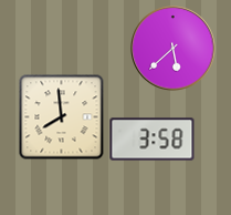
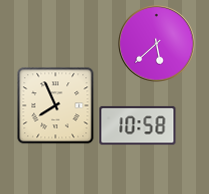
clock at (62, 117): 7:59 -> 7:56
clock at (153, 140): 3:58 -> 10:58
